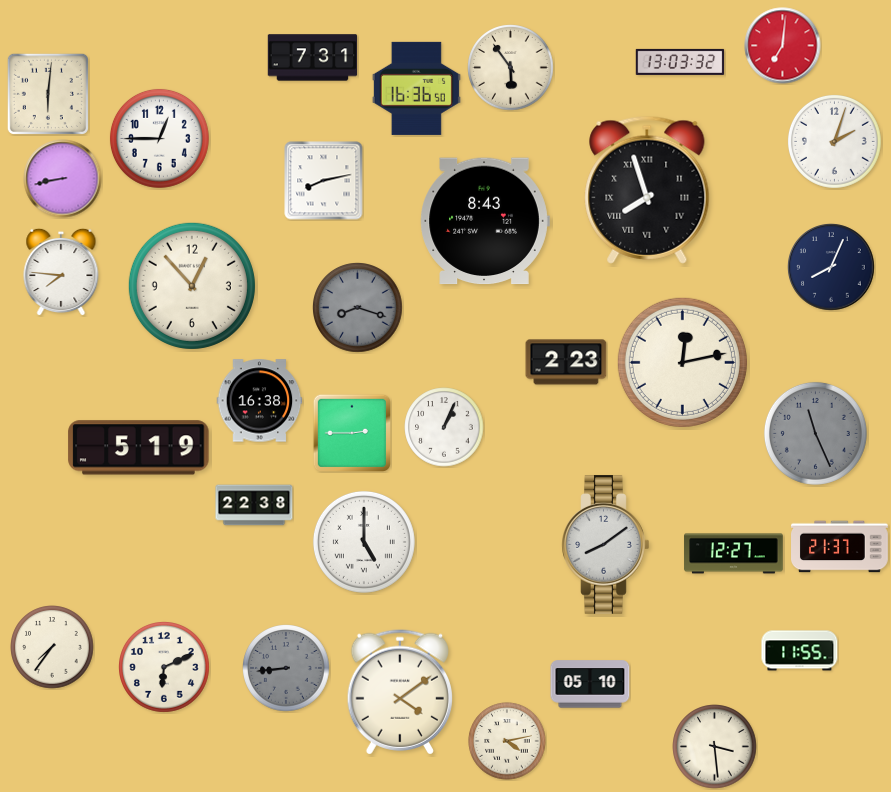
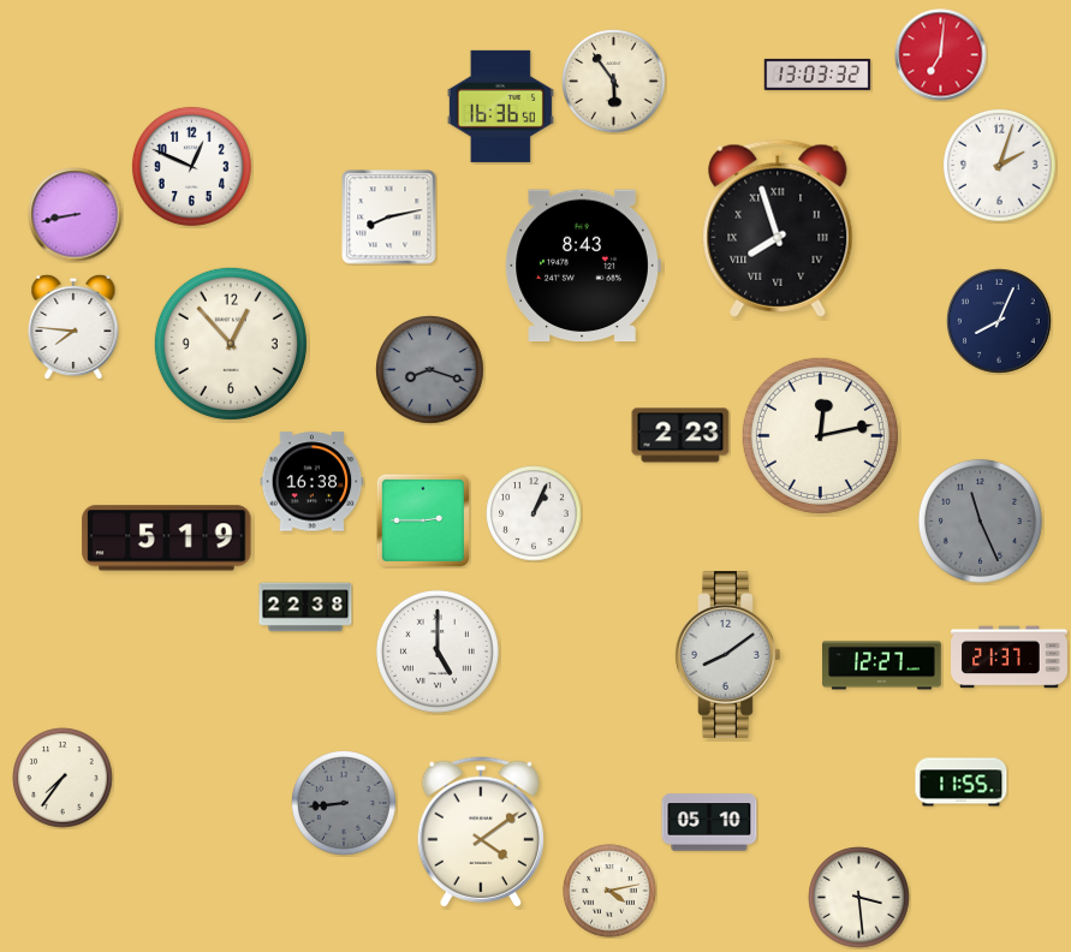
clock at (313, 58): 7:31 -> none
clock at (48, 94): 6:01 -> none
clock at (159, 138): 12:45 -> 12:49
clock at (834, 141) position: (834, 141) -> (999, 165)
clock at (165, 668): 6:11 -> none
